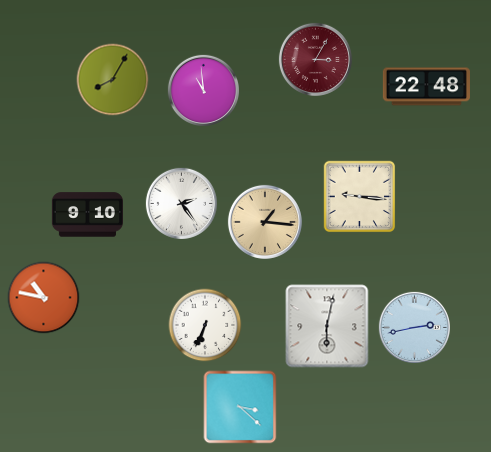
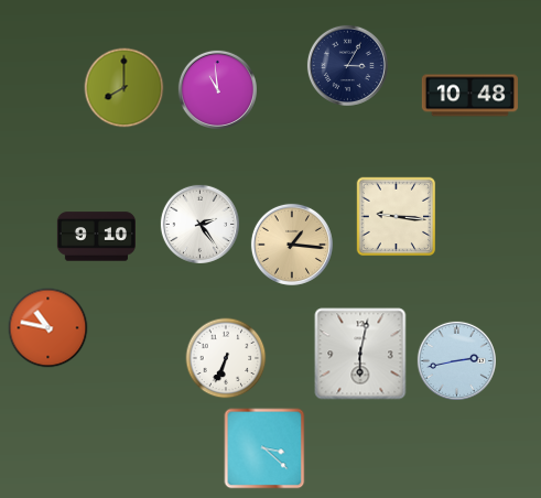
clock at (315, 59) dial: burgundy -> navy
clock at (113, 80): 8:05 -> 8:00
clock at (426, 87): 22:48 -> 10:48
clock at (203, 90) position: (203, 90) -> (217, 89)
clock at (327, 326) position: (327, 326) -> (360, 354)
